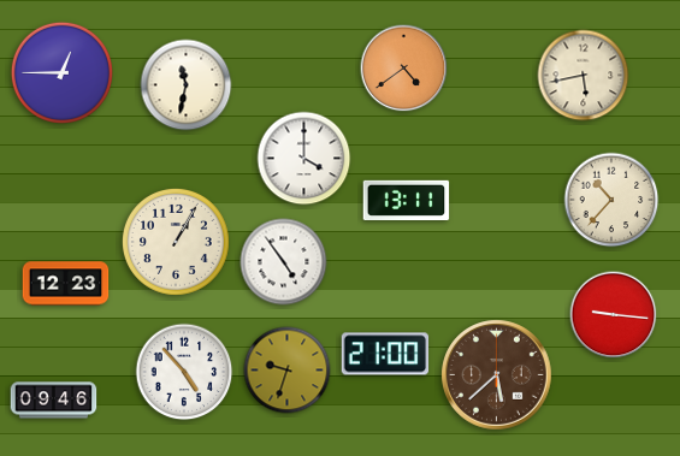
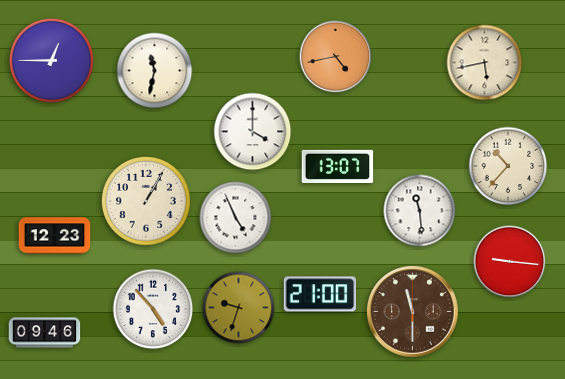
clock at (404, 69): 4:39 -> 4:43
clock at (407, 200): 13:11 -> 13:07
clock at (420, 211): none -> 11:29
clock at (284, 262): 4:54 -> 4:56
clock at (497, 375): 5:38 -> 11:30
